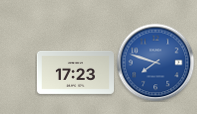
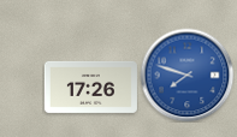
clock at (75, 72): 17:23 -> 17:26
